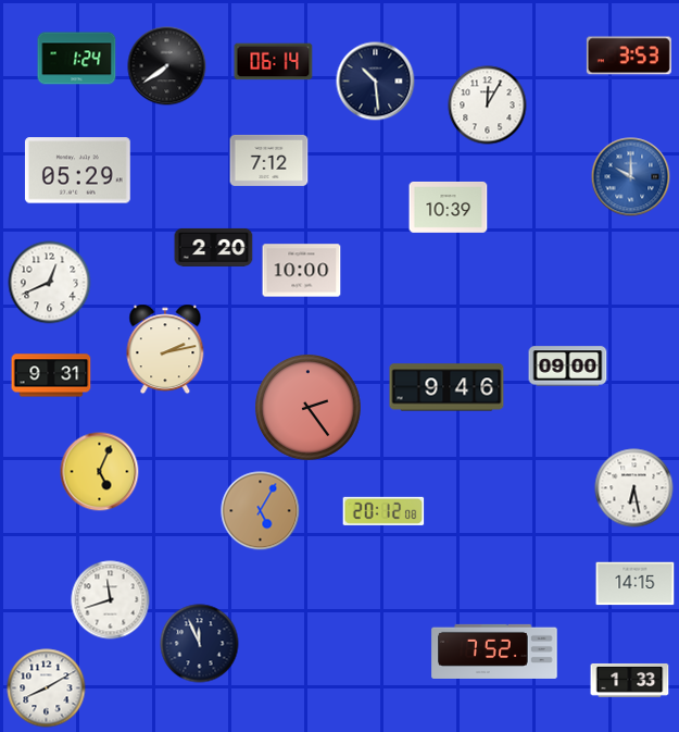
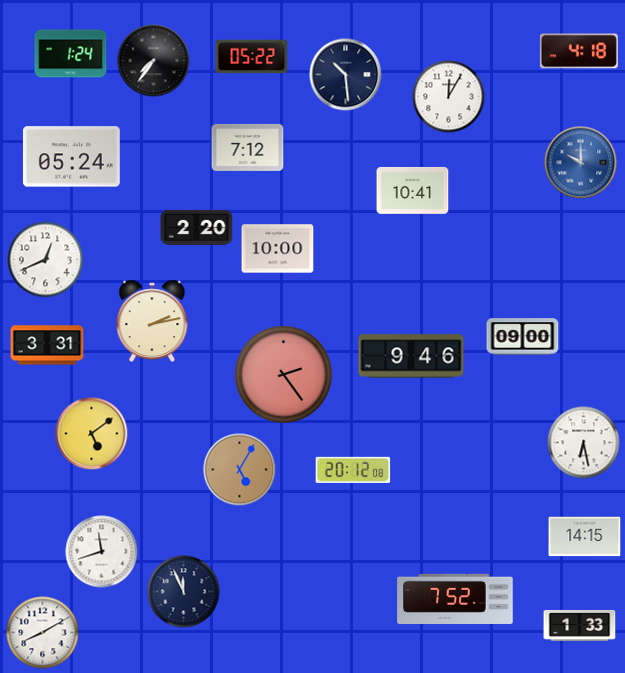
clock at (629, 55): 3:53 -> 4:18
clock at (274, 62): 06:14 -> 05:22
clock at (167, 66): 7:39 -> 7:36
clock at (77, 171): 05:29 -> 05:24
clock at (449, 207): 10:39 -> 10:41
clock at (51, 375): 9:31 -> 3:31
clock at (100, 472): 5:04 -> 5:09
clock at (634, 488) position: (634, 488) -> (584, 443)
